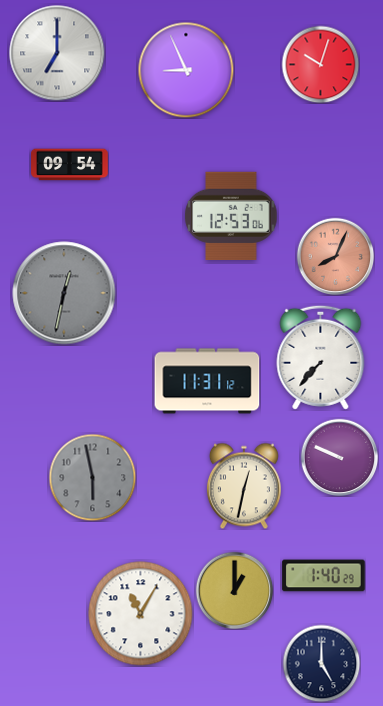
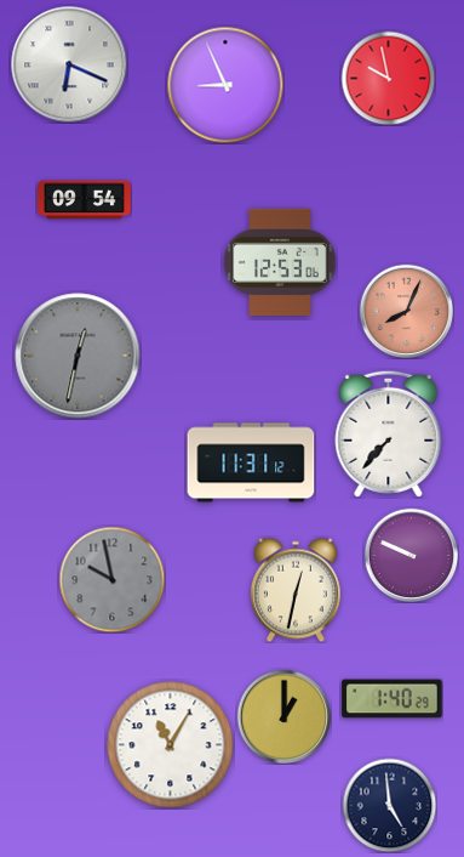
clock at (57, 53): 7:00 -> 6:19
clock at (320, 64): 10:03 -> 9:58
clock at (92, 477): 5:58 -> 9:58
clock at (321, 663): 5:00 -> 4:59
